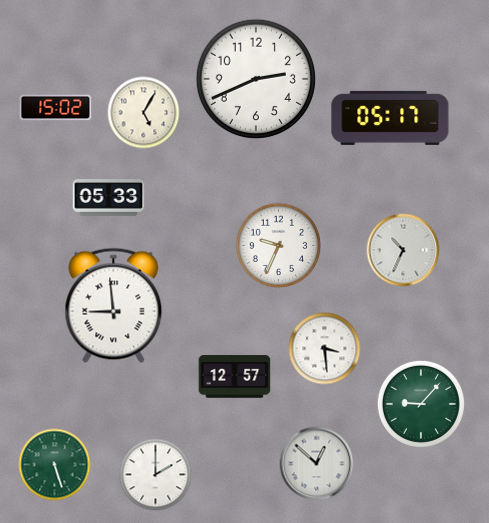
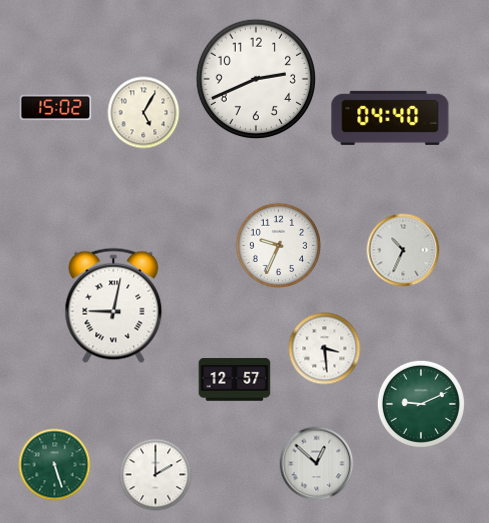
clock at (390, 118): 05:17 -> 04:40
clock at (109, 198): 05:33 -> none
clock at (114, 306): 8:59 -> 9:02
clock at (235, 377) position: (235, 377) -> (235, 380)
clock at (421, 404): 9:07 -> 9:11
